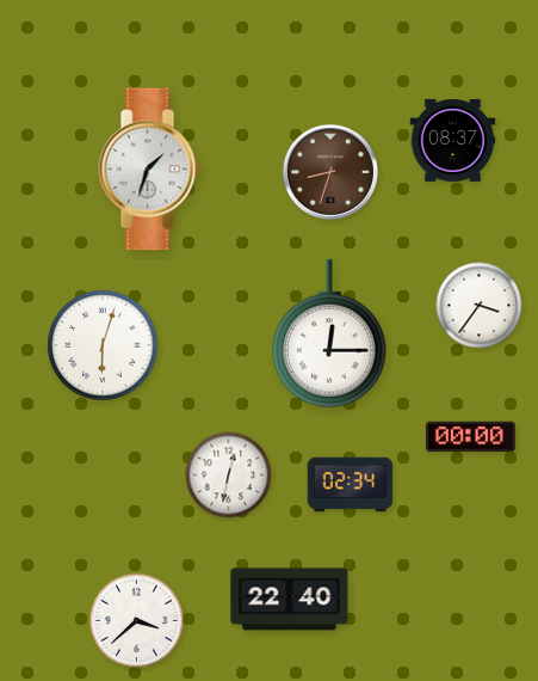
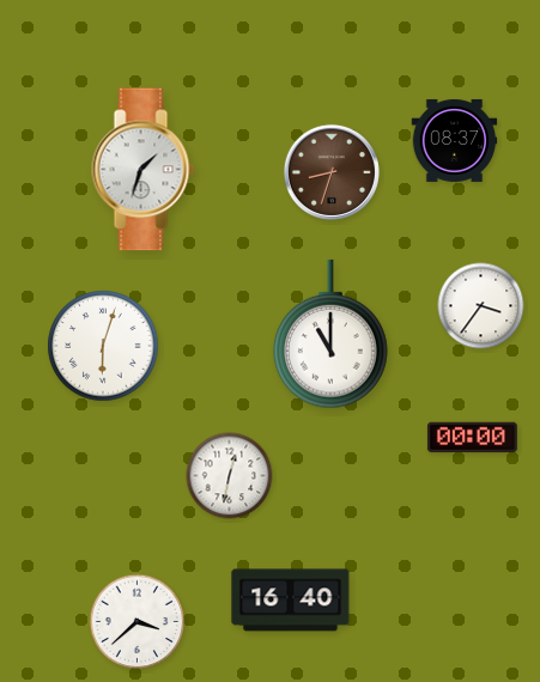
clock at (150, 170) position: (150, 170) -> (144, 170)
clock at (330, 333): 12:15 -> 11:00
clock at (351, 485): 02:34 -> none
clock at (290, 600): 22:40 -> 16:40
